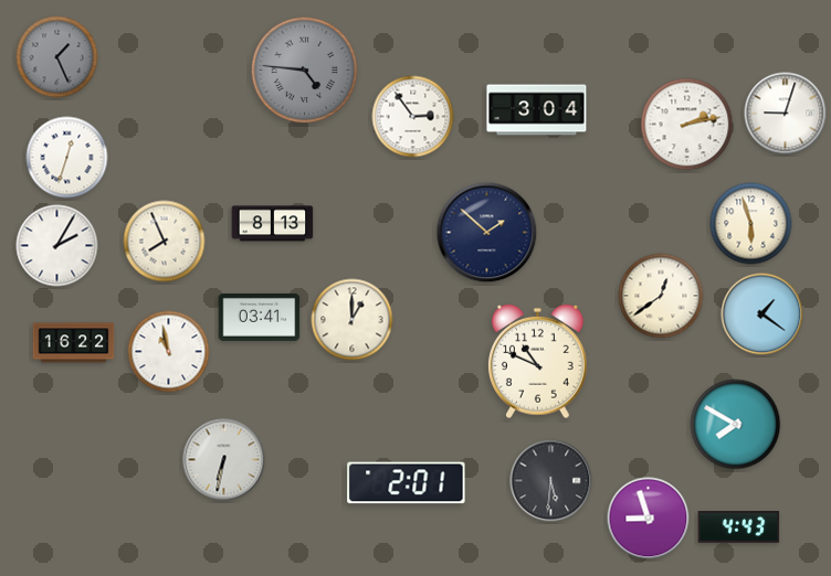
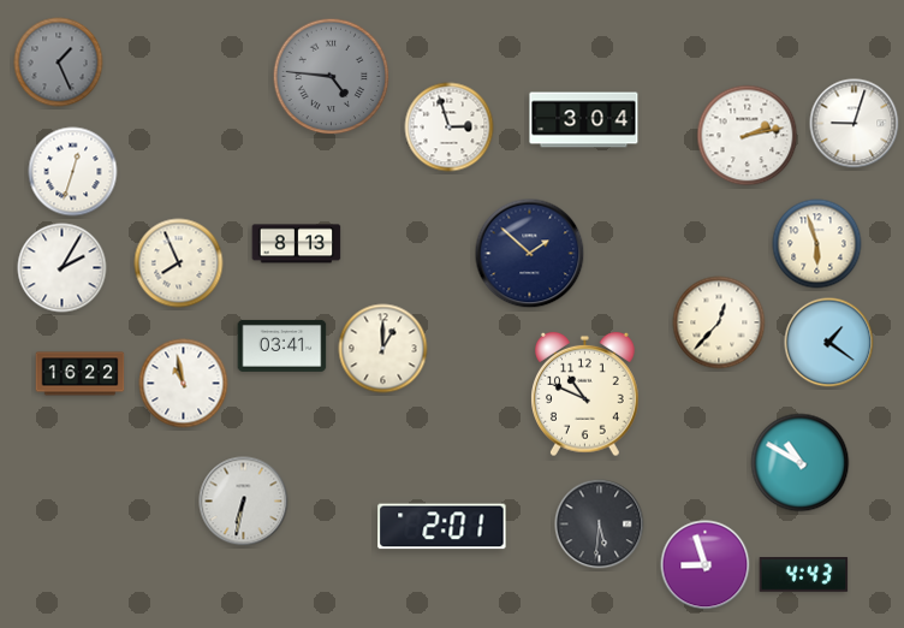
clock at (57, 57) position: (57, 57) -> (59, 63)
clock at (413, 117): 2:54 -> 2:57
clock at (661, 296): 12:39 -> 12:37
clock at (736, 425): 7:50 -> 10:50
